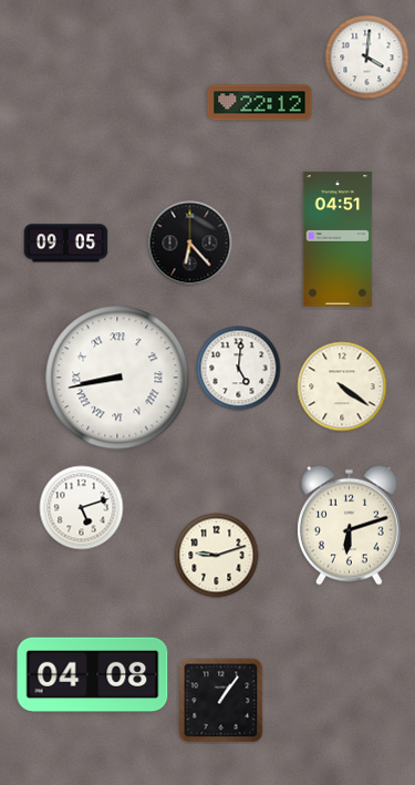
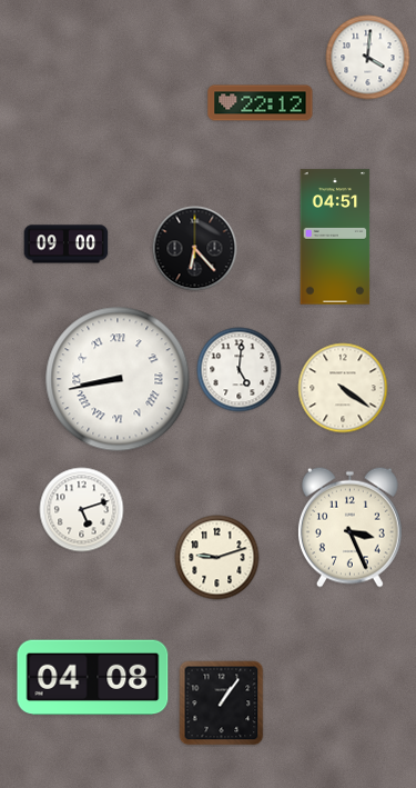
clock at (338, 239) position: (338, 239) -> (335, 237)
clock at (66, 244): 09:05 -> 09:00
clock at (190, 244) position: (190, 244) -> (195, 249)
clock at (349, 525): 6:12 -> 3:26
